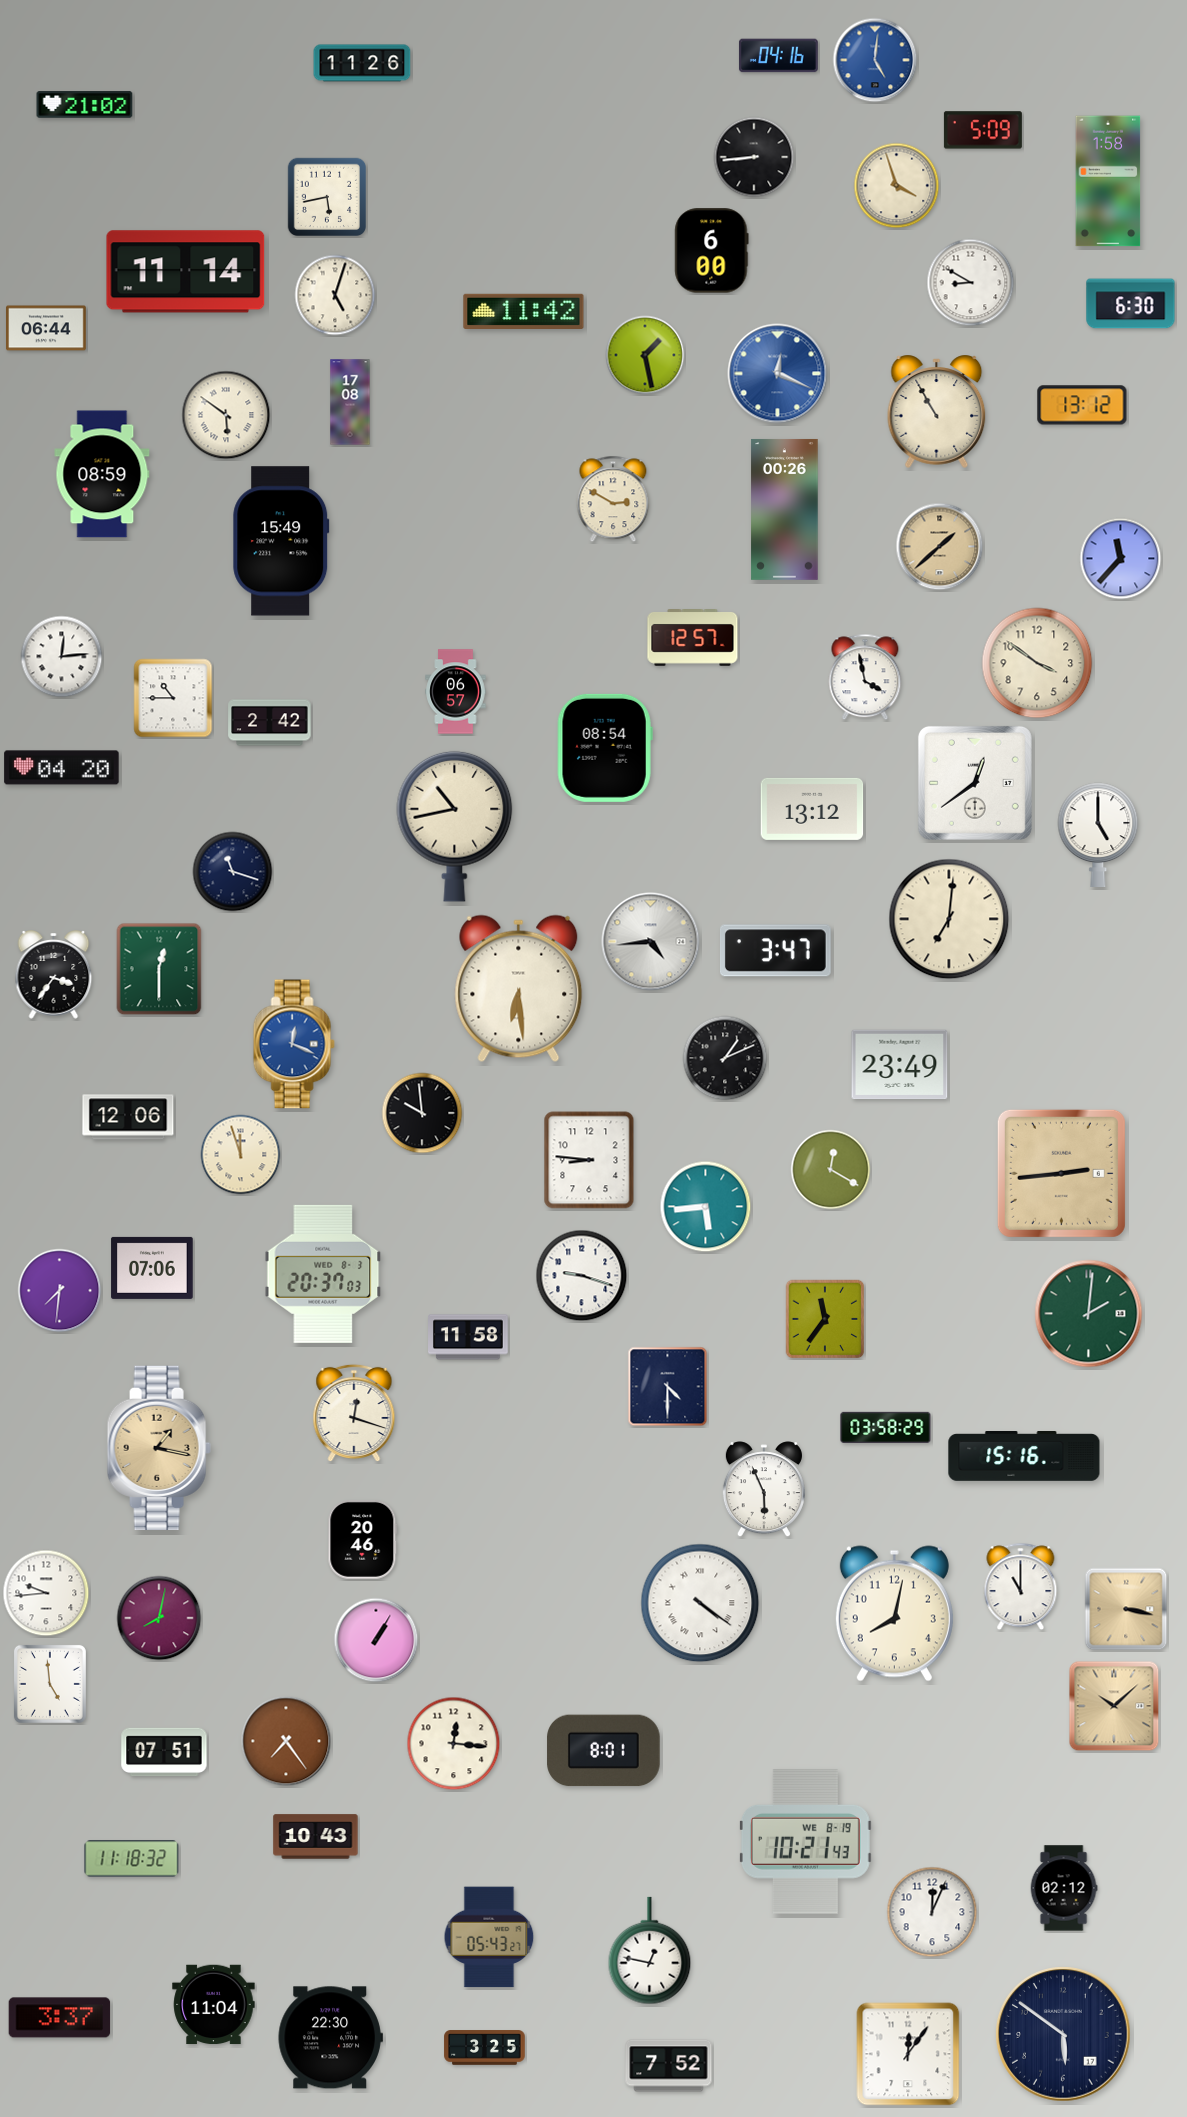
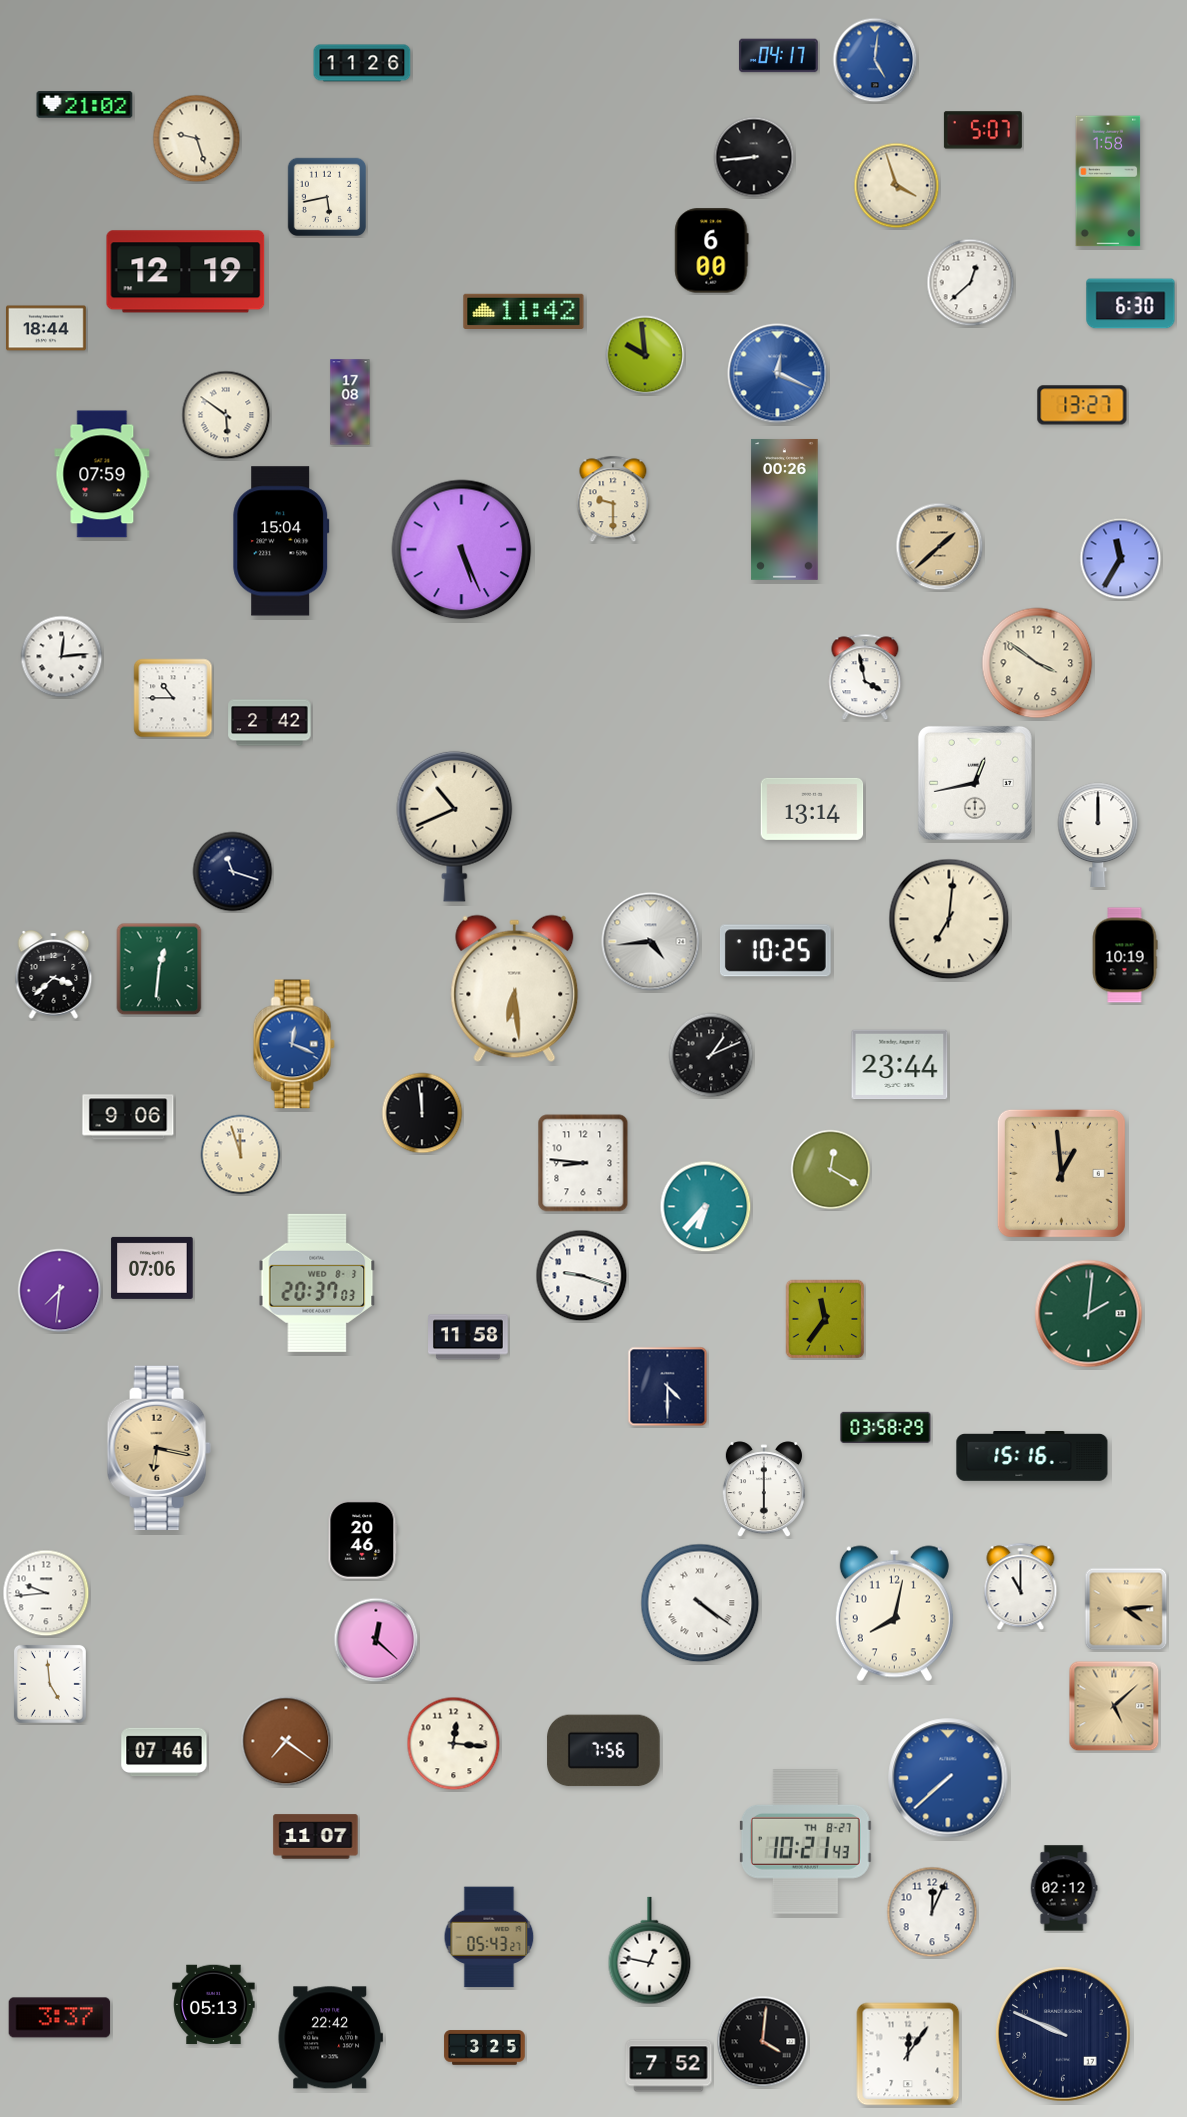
clock at (778, 56): 04:16 -> 04:17
clock at (983, 130): 5:09 -> 5:07
clock at (197, 139): none -> 9:27
clock at (186, 272): 11:14 -> 12:19
clock at (971, 283): 8:50 -> 12:38
clock at (335, 295): 5:03 -> none
clock at (47, 328): 06:44 -> 18:44
clock at (645, 355): 1:28 -> 9:59
clock at (1082, 405): 13:12 -> 13:27
clock at (937, 411): 10:55 -> none
clock at (102, 474): 08:59 -> 07:59
clock at (613, 499): 2:50 -> 9:30
clock at (281, 541): 15:49 -> 15:04
clock at (462, 550): none -> 5:26
clock at (1121, 559): 11:37 -> 11:35
clock at (693, 638): 12:57 -> none
clock at (456, 692): 06:57 -> none
clock at (605, 748): 08:54 -> none
clock at (62, 768): 04:20 -> none
clock at (975, 783): 12:39 -> 12:43
clock at (812, 809): 13:12 -> 13:14
clock at (455, 826): 10:43 -> 10:41
clock at (1098, 834): 5:00 -> 12:00
clock at (775, 951): 3:47 -> 10:25
clock at (1125, 955): none -> 10:19
clock at (159, 969): 12:30 -> 12:31
clock at (54, 975): 3:36 -> 3:38
clock at (519, 989) position: (519, 989) -> (515, 989)
clock at (725, 1058) position: (725, 1058) -> (711, 1055)
clock at (900, 1065): 23:49 -> 23:44
clock at (422, 1113): 9:59 -> 11:59
clock at (128, 1117): 12:06 -> 9:06
clock at (589, 1160) position: (589, 1160) -> (583, 1163)
clock at (1061, 1173): 2:44 -> 12:59
clock at (706, 1207): 5:44 -> 6:37
clock at (323, 1274) position: (323, 1274) -> (317, 1283)
clock at (354, 1413): 12:18 -> none
clock at (159, 1448): 1:17 -> 6:17
clock at (1024, 1457) position: (1024, 1457) -> (1032, 1457)
clock at (764, 1490): 5:56 -> 6:00
clock at (1126, 1609): 3:17 -> 4:14
clock at (159, 1618): 8:02 -> none
clock at (376, 1640): 1:05 -> 12:22
clock at (1114, 1706): 10:08 -> 5:08
clock at (286, 1741): 7:24 -> 7:21
clock at (604, 1751): 8:01 -> 7:56
clock at (164, 1752): 07:51 -> 07:46
clock at (948, 1778): none -> 7:38
clock at (316, 1837): 10:43 -> 11:07
clock at (805, 1842) date: WE 8-19 -> TH 8-27
clock at (132, 1859): 11:18 -> none
clock at (214, 2005): 11:04 -> 05:13
clock at (1063, 2034): 5:51 -> 9:49
clock at (330, 2038): 22:30 -> 22:42
clock at (763, 2042): none -> 4:01
